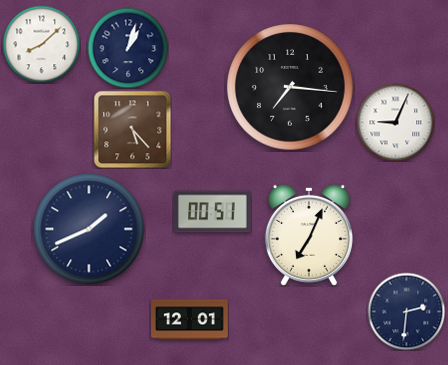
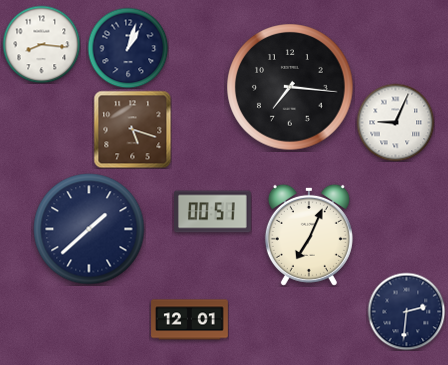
clock at (41, 44): 8:08 -> 8:16
clock at (132, 129): 5:23 -> 5:18
clock at (89, 229): 1:41 -> 1:38
